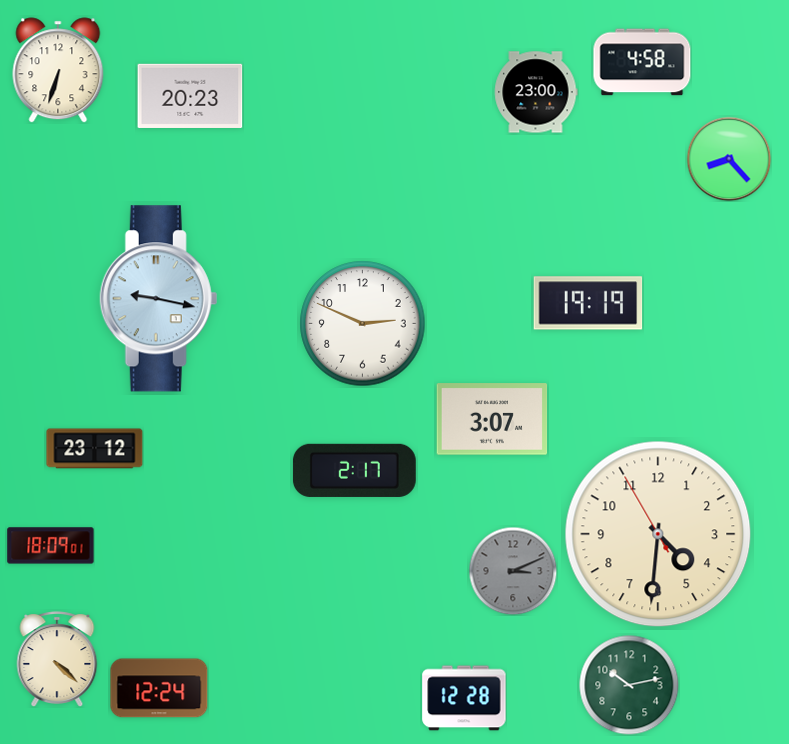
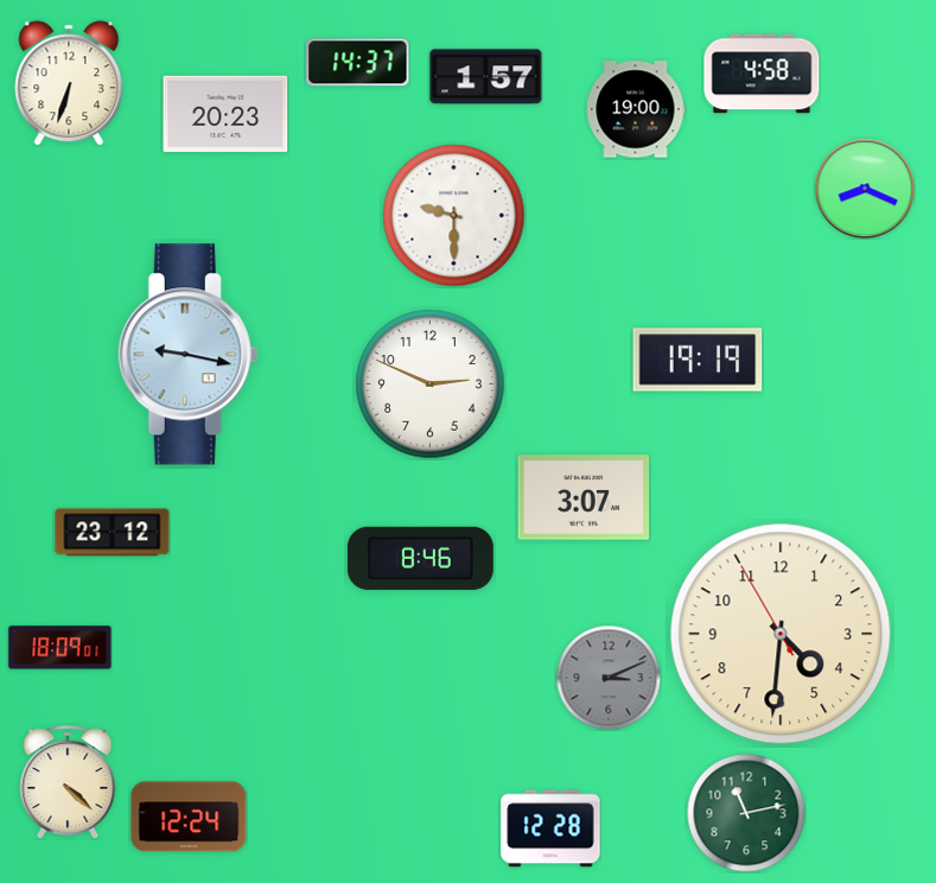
clock at (358, 63): none -> 14:37
clock at (486, 77): none -> 1:57
clock at (536, 92): 23:00 -> 19:00
clock at (729, 159): 8:23 -> 8:19
clock at (454, 216): none -> 9:30
clock at (354, 470): 2:17 -> 8:46
clock at (629, 685): 10:13 -> 11:13
